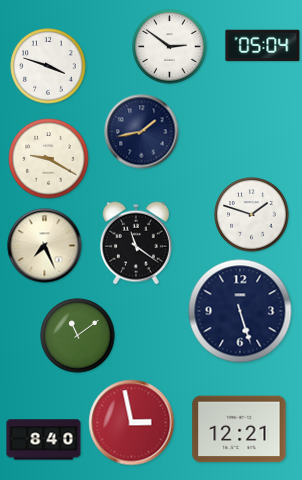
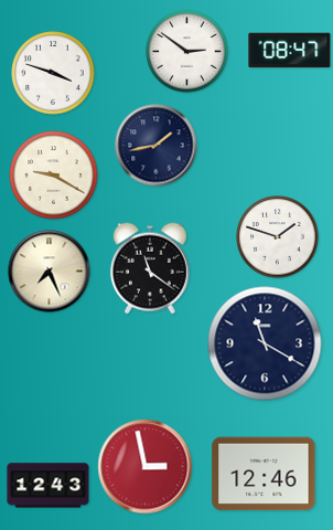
clock at (263, 46): 05:04 -> 08:47
clock at (240, 311): 5:27 -> 11:20
clock at (78, 336): 11:09 -> none
clock at (239, 429): 12:21 -> 12:46
clock at (44, 440): 8:40 -> 12:43
